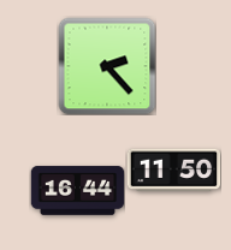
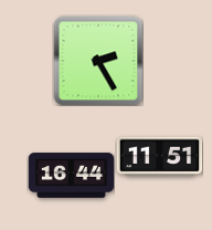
clock at (107, 66): 2:23 -> 2:25
clock at (173, 171): 11:50 -> 11:51
